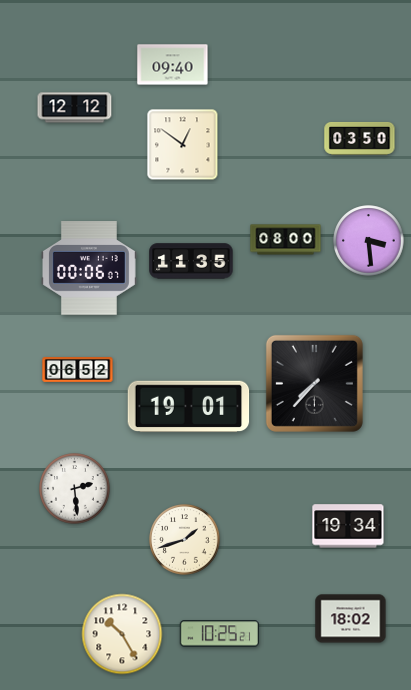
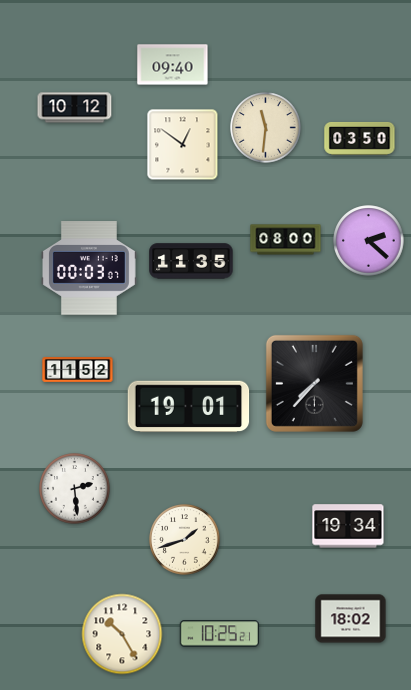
clock at (75, 108): 12:12 -> 10:12
clock at (266, 128): none -> 11:31
clock at (369, 241): 3:29 -> 2:22
clock at (89, 268): 00:06 -> 00:03
clock at (78, 370): 06:52 -> 11:52
